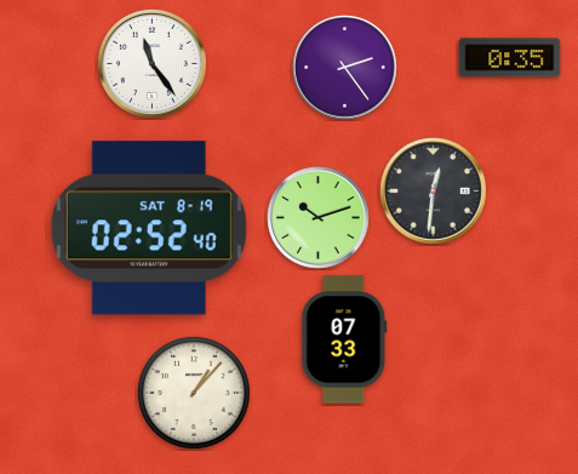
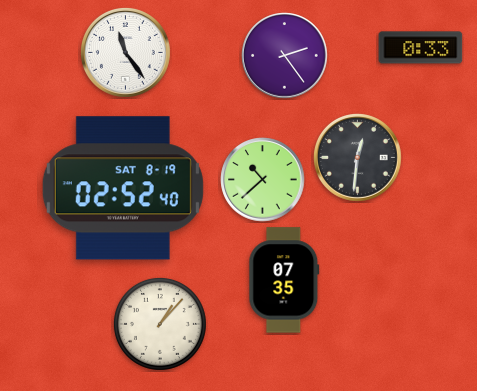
clock at (510, 58): 0:35 -> 0:33
clock at (319, 218): 10:12 -> 10:38
clock at (344, 339): 07:33 -> 07:35
